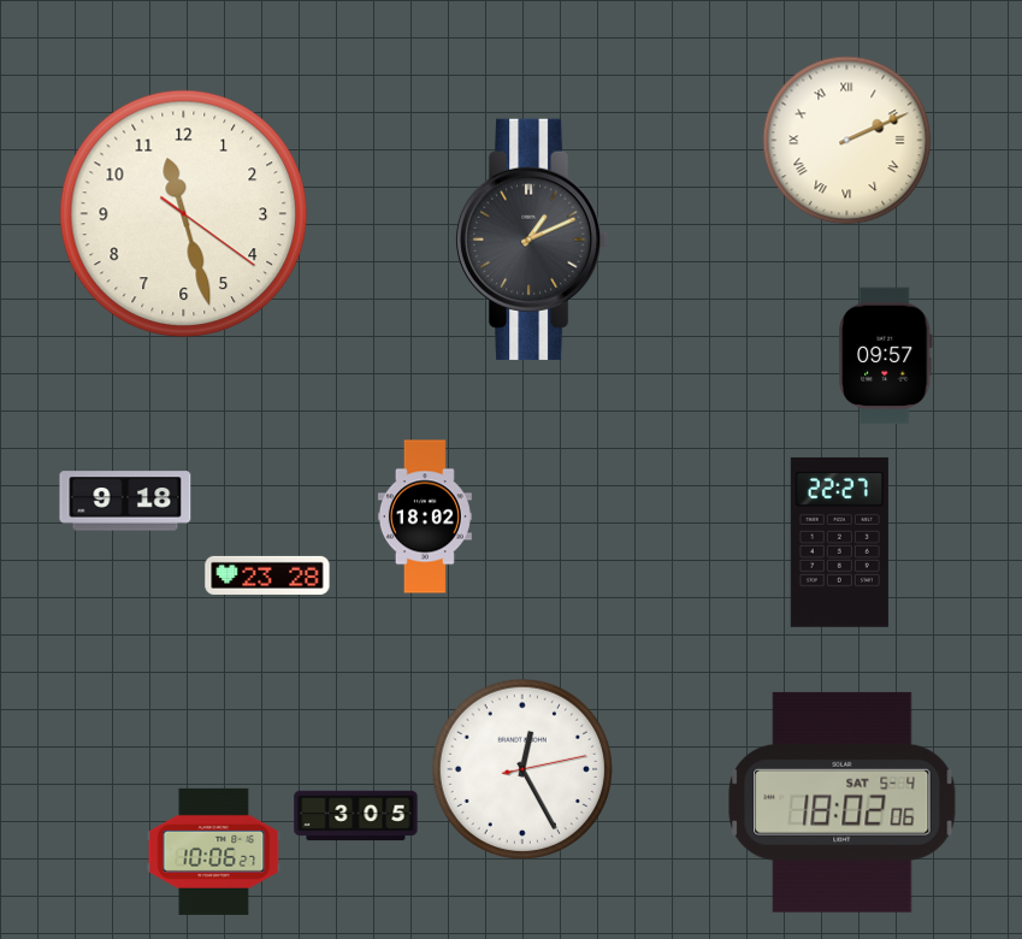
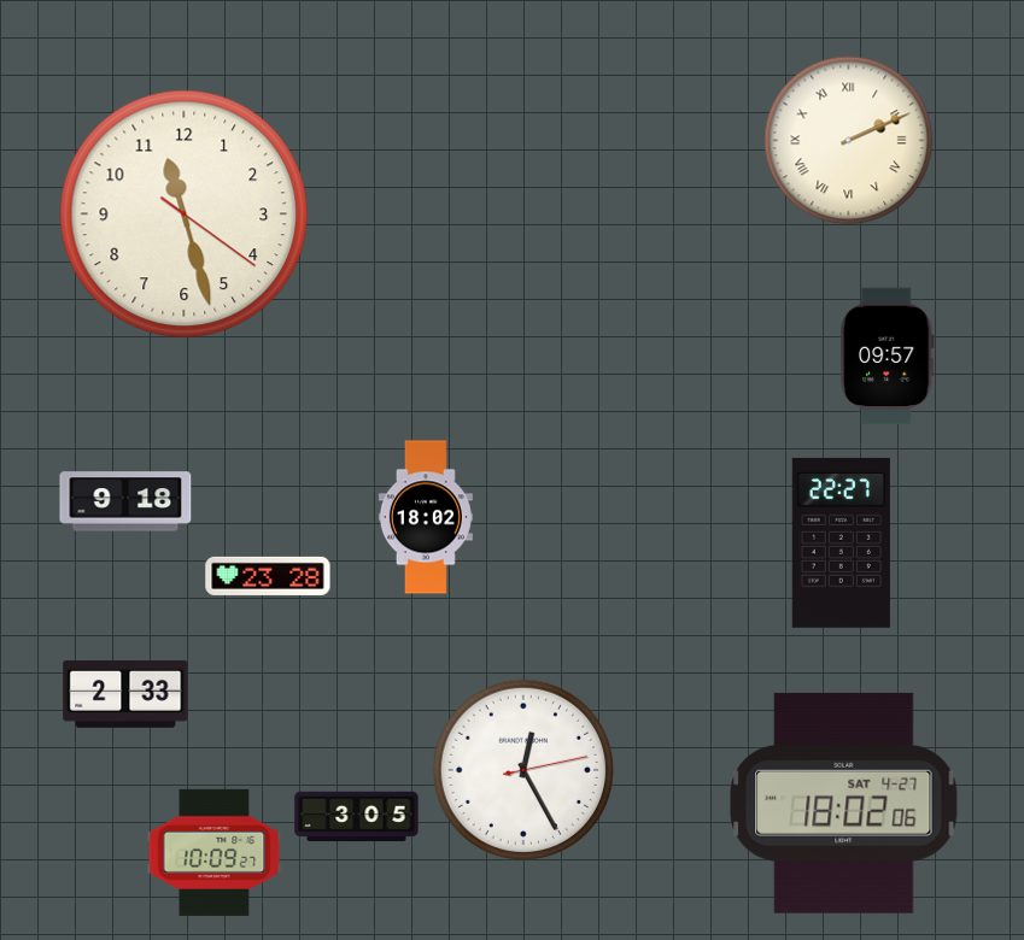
clock at (533, 240): 1:11 -> none
clock at (125, 694): none -> 2:33
clock at (843, 802) date: SAT 5-4 -> SAT 4-27
clock at (214, 851): 10:06 -> 10:09
